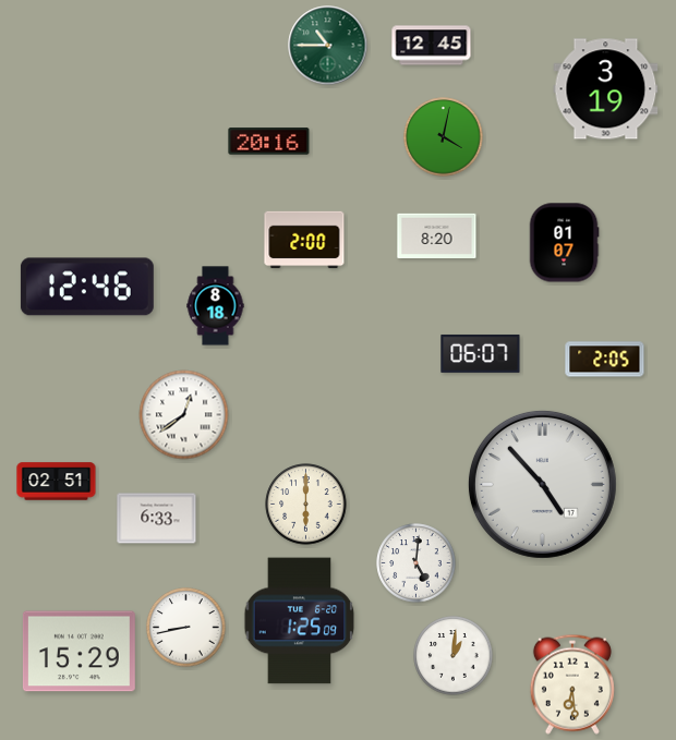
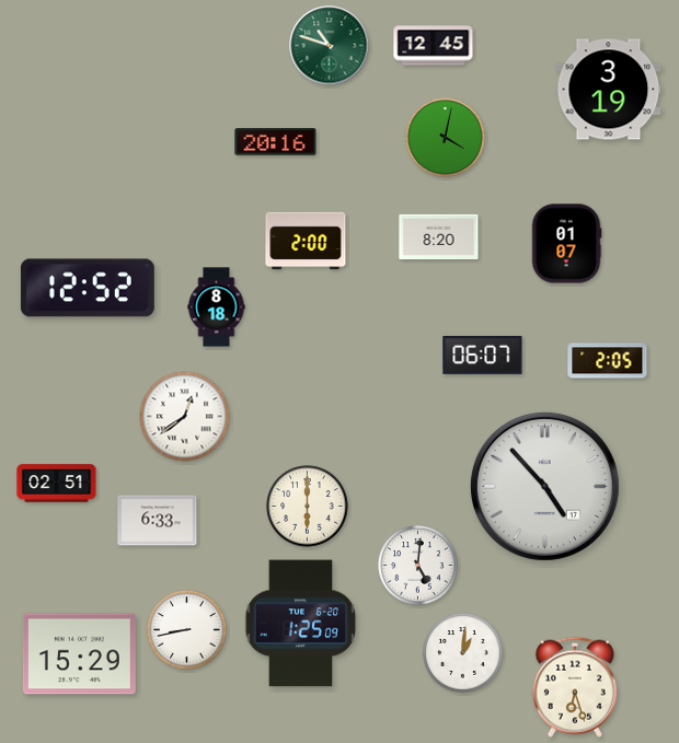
clock at (328, 46): 10:45 -> 10:48
clock at (269, 142) position: (269, 142) -> (276, 142)
clock at (87, 287): 12:46 -> 12:52
clock at (454, 656) position: (454, 656) -> (463, 653)
clock at (572, 684): 6:29 -> 6:27
